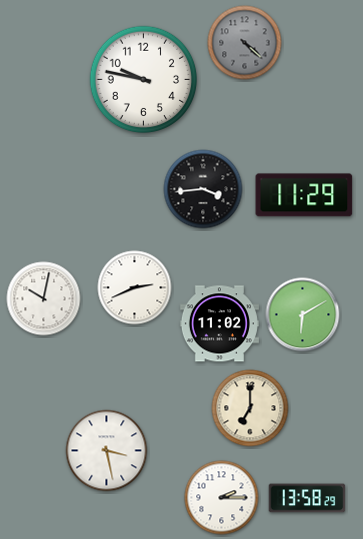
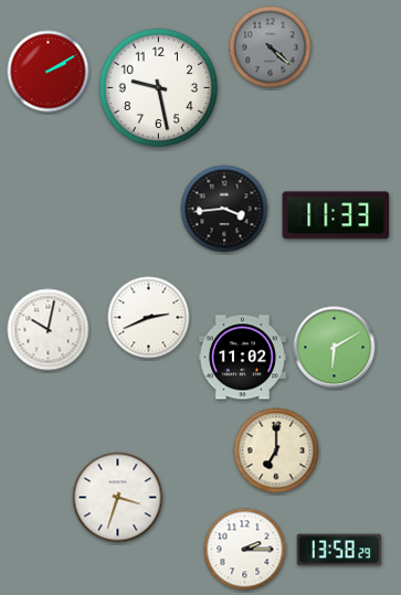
clock at (49, 72): none -> 2:10
clock at (144, 80): 9:47 -> 9:28
clock at (304, 195): 11:29 -> 11:33
clock at (107, 451): 3:28 -> 3:33
